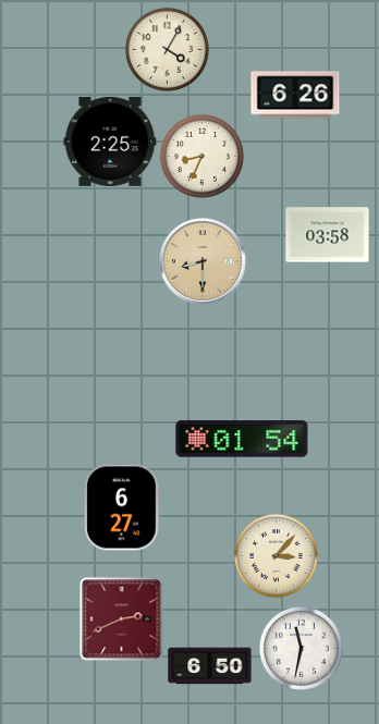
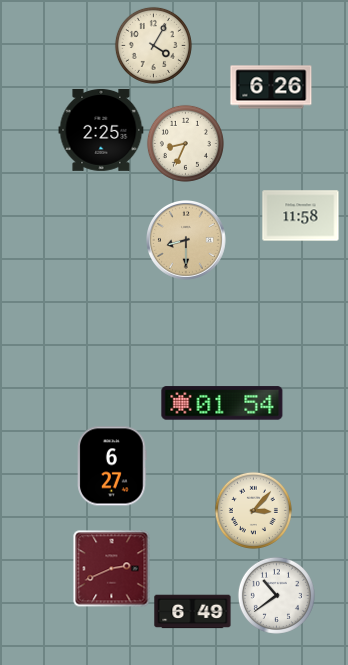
clock at (328, 235): 03:58 -> 11:58
clock at (301, 648): 11:32 -> 10:39
clock at (210, 666): 6:50 -> 6:49
